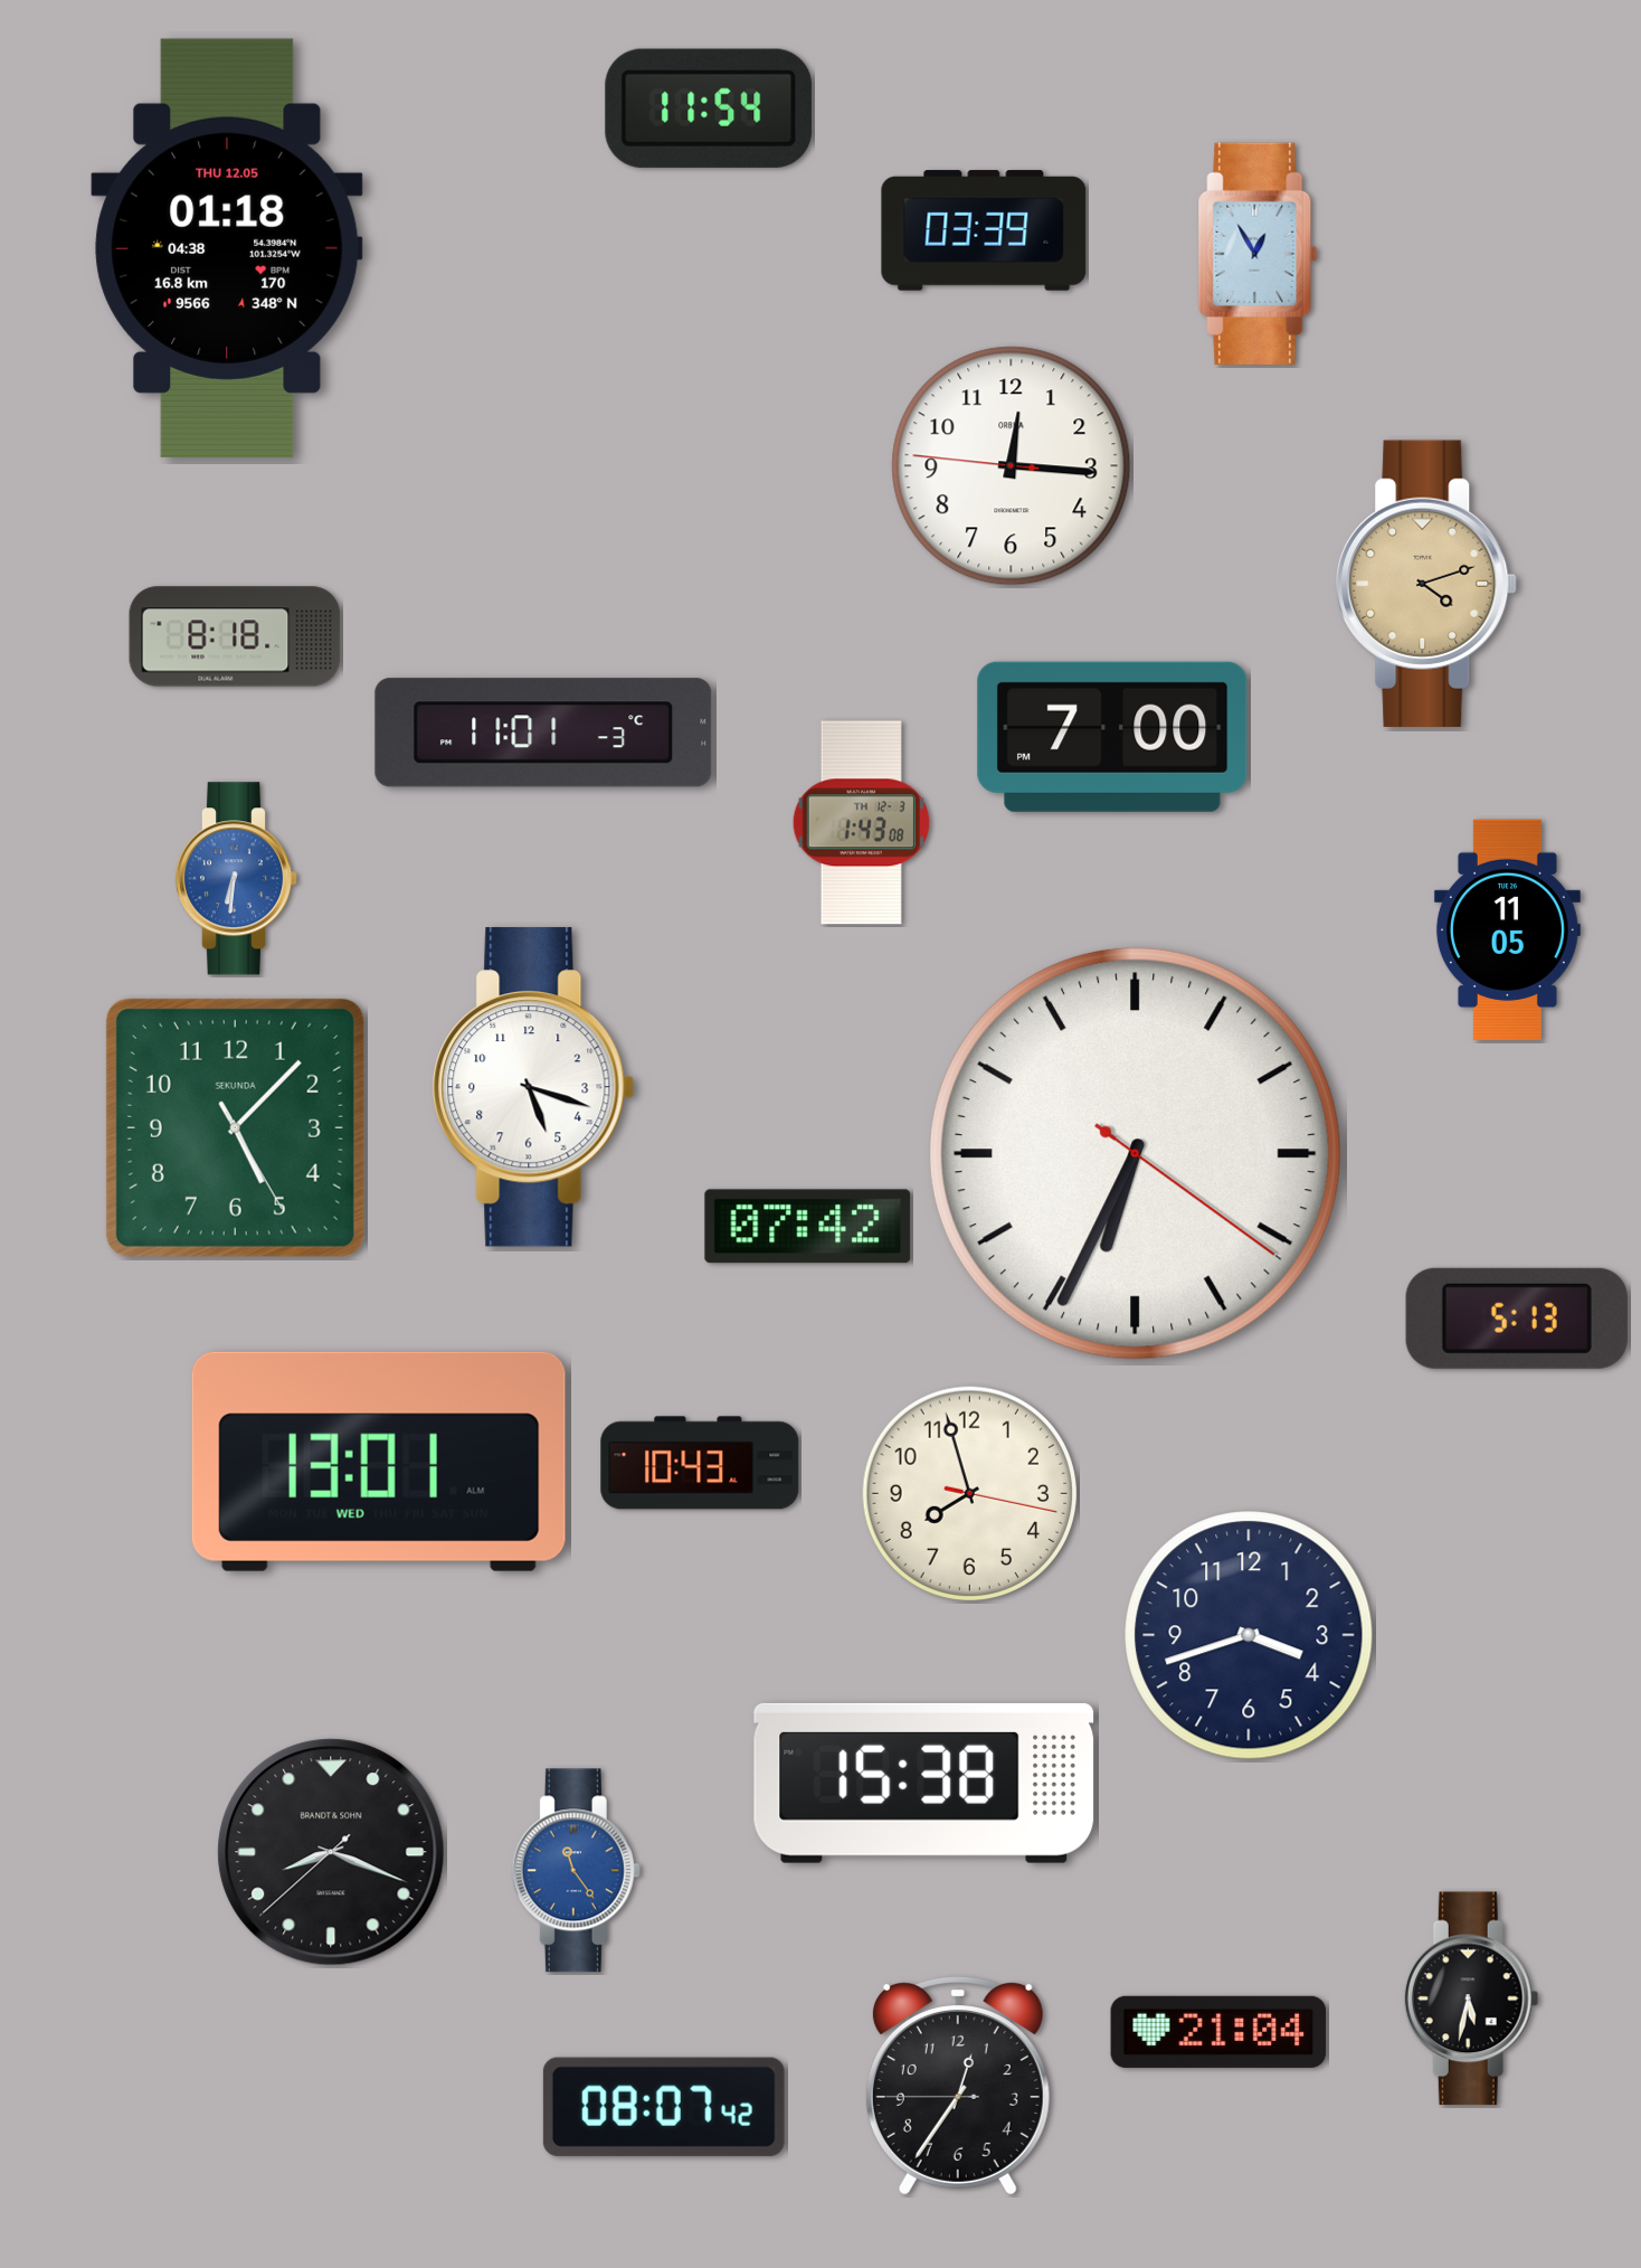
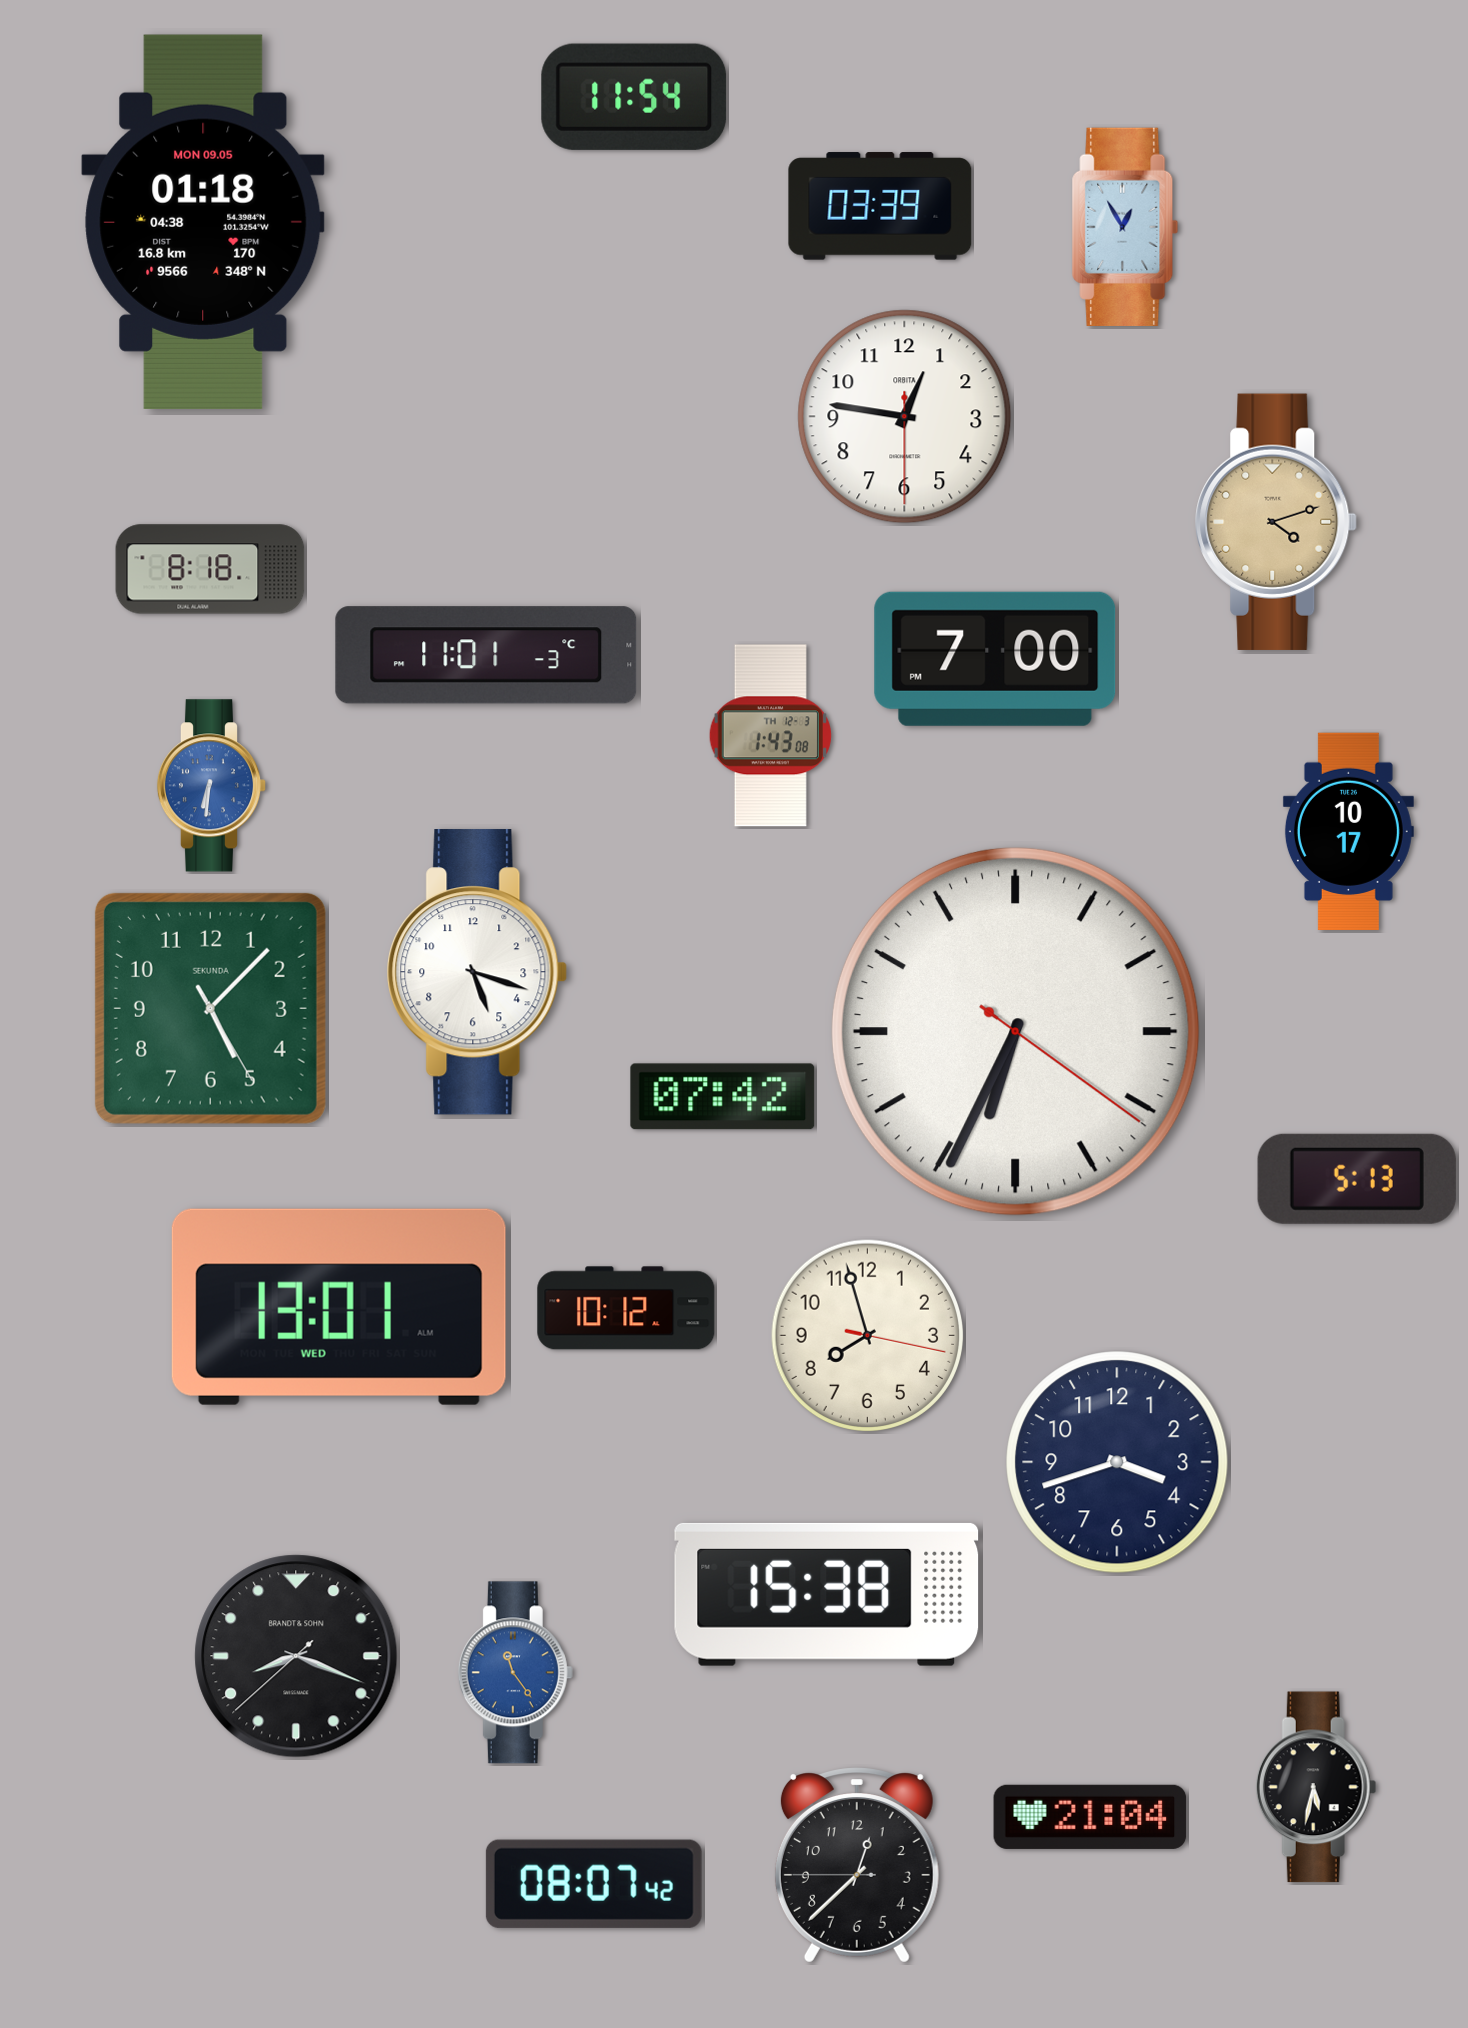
clock at (227, 248) date: THU 12.05 -> MON 09.05
clock at (1012, 466): 12:15 -> 12:46
clock at (1507, 930): 11:05 -> 10:17
clock at (700, 1463): 10:43 -> 10:12
clock at (958, 2086): 12:35 -> 12:37
